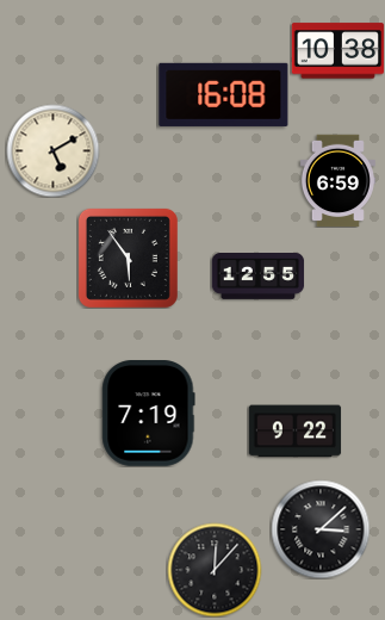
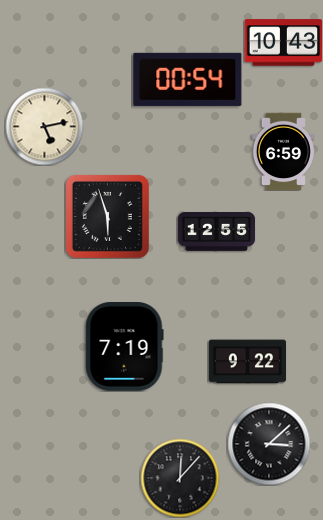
clock at (337, 51): 10:38 -> 10:43
clock at (224, 94): 16:08 -> 00:54
clock at (52, 150): 5:10 -> 5:13
clock at (128, 258): 5:54 -> 5:57
